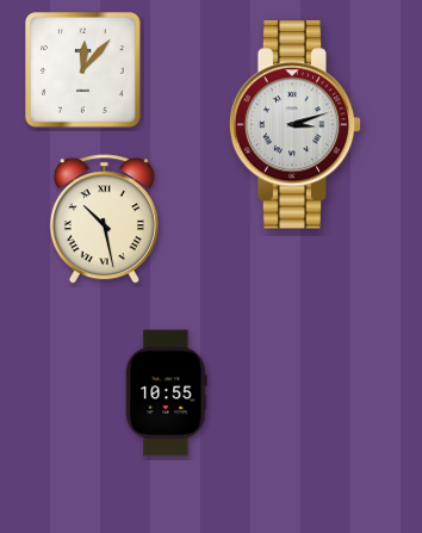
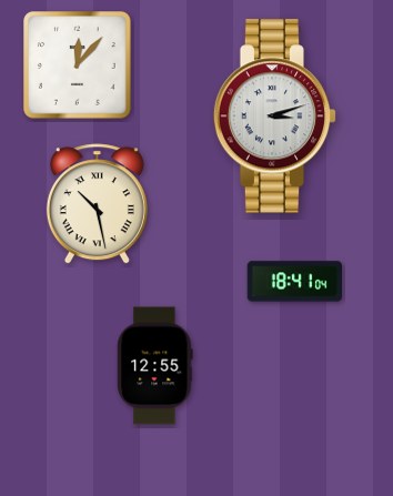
clock at (295, 282): none -> 18:41
clock at (167, 393): 10:55 -> 12:55
